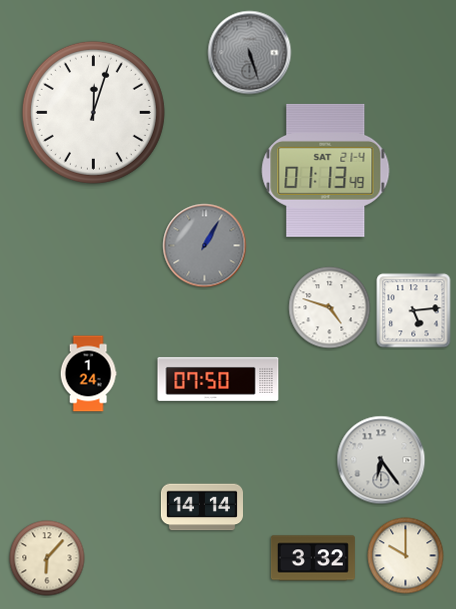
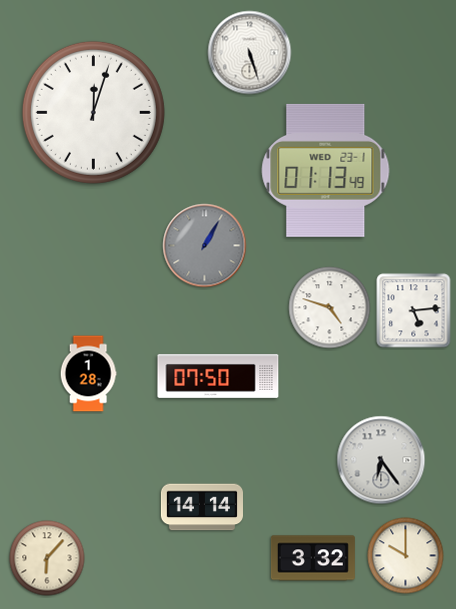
clock at (250, 53) dial: grey -> white
clock at (326, 170) date: SAT 21-4 -> WED 23-1
clock at (88, 374): 1:24 -> 1:28
clock at (218, 380) position: (218, 380) -> (218, 377)
